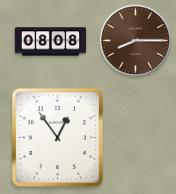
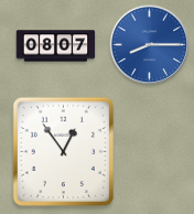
clock at (136, 41) dial: brown -> blue
clock at (51, 42): 08:08 -> 08:07
